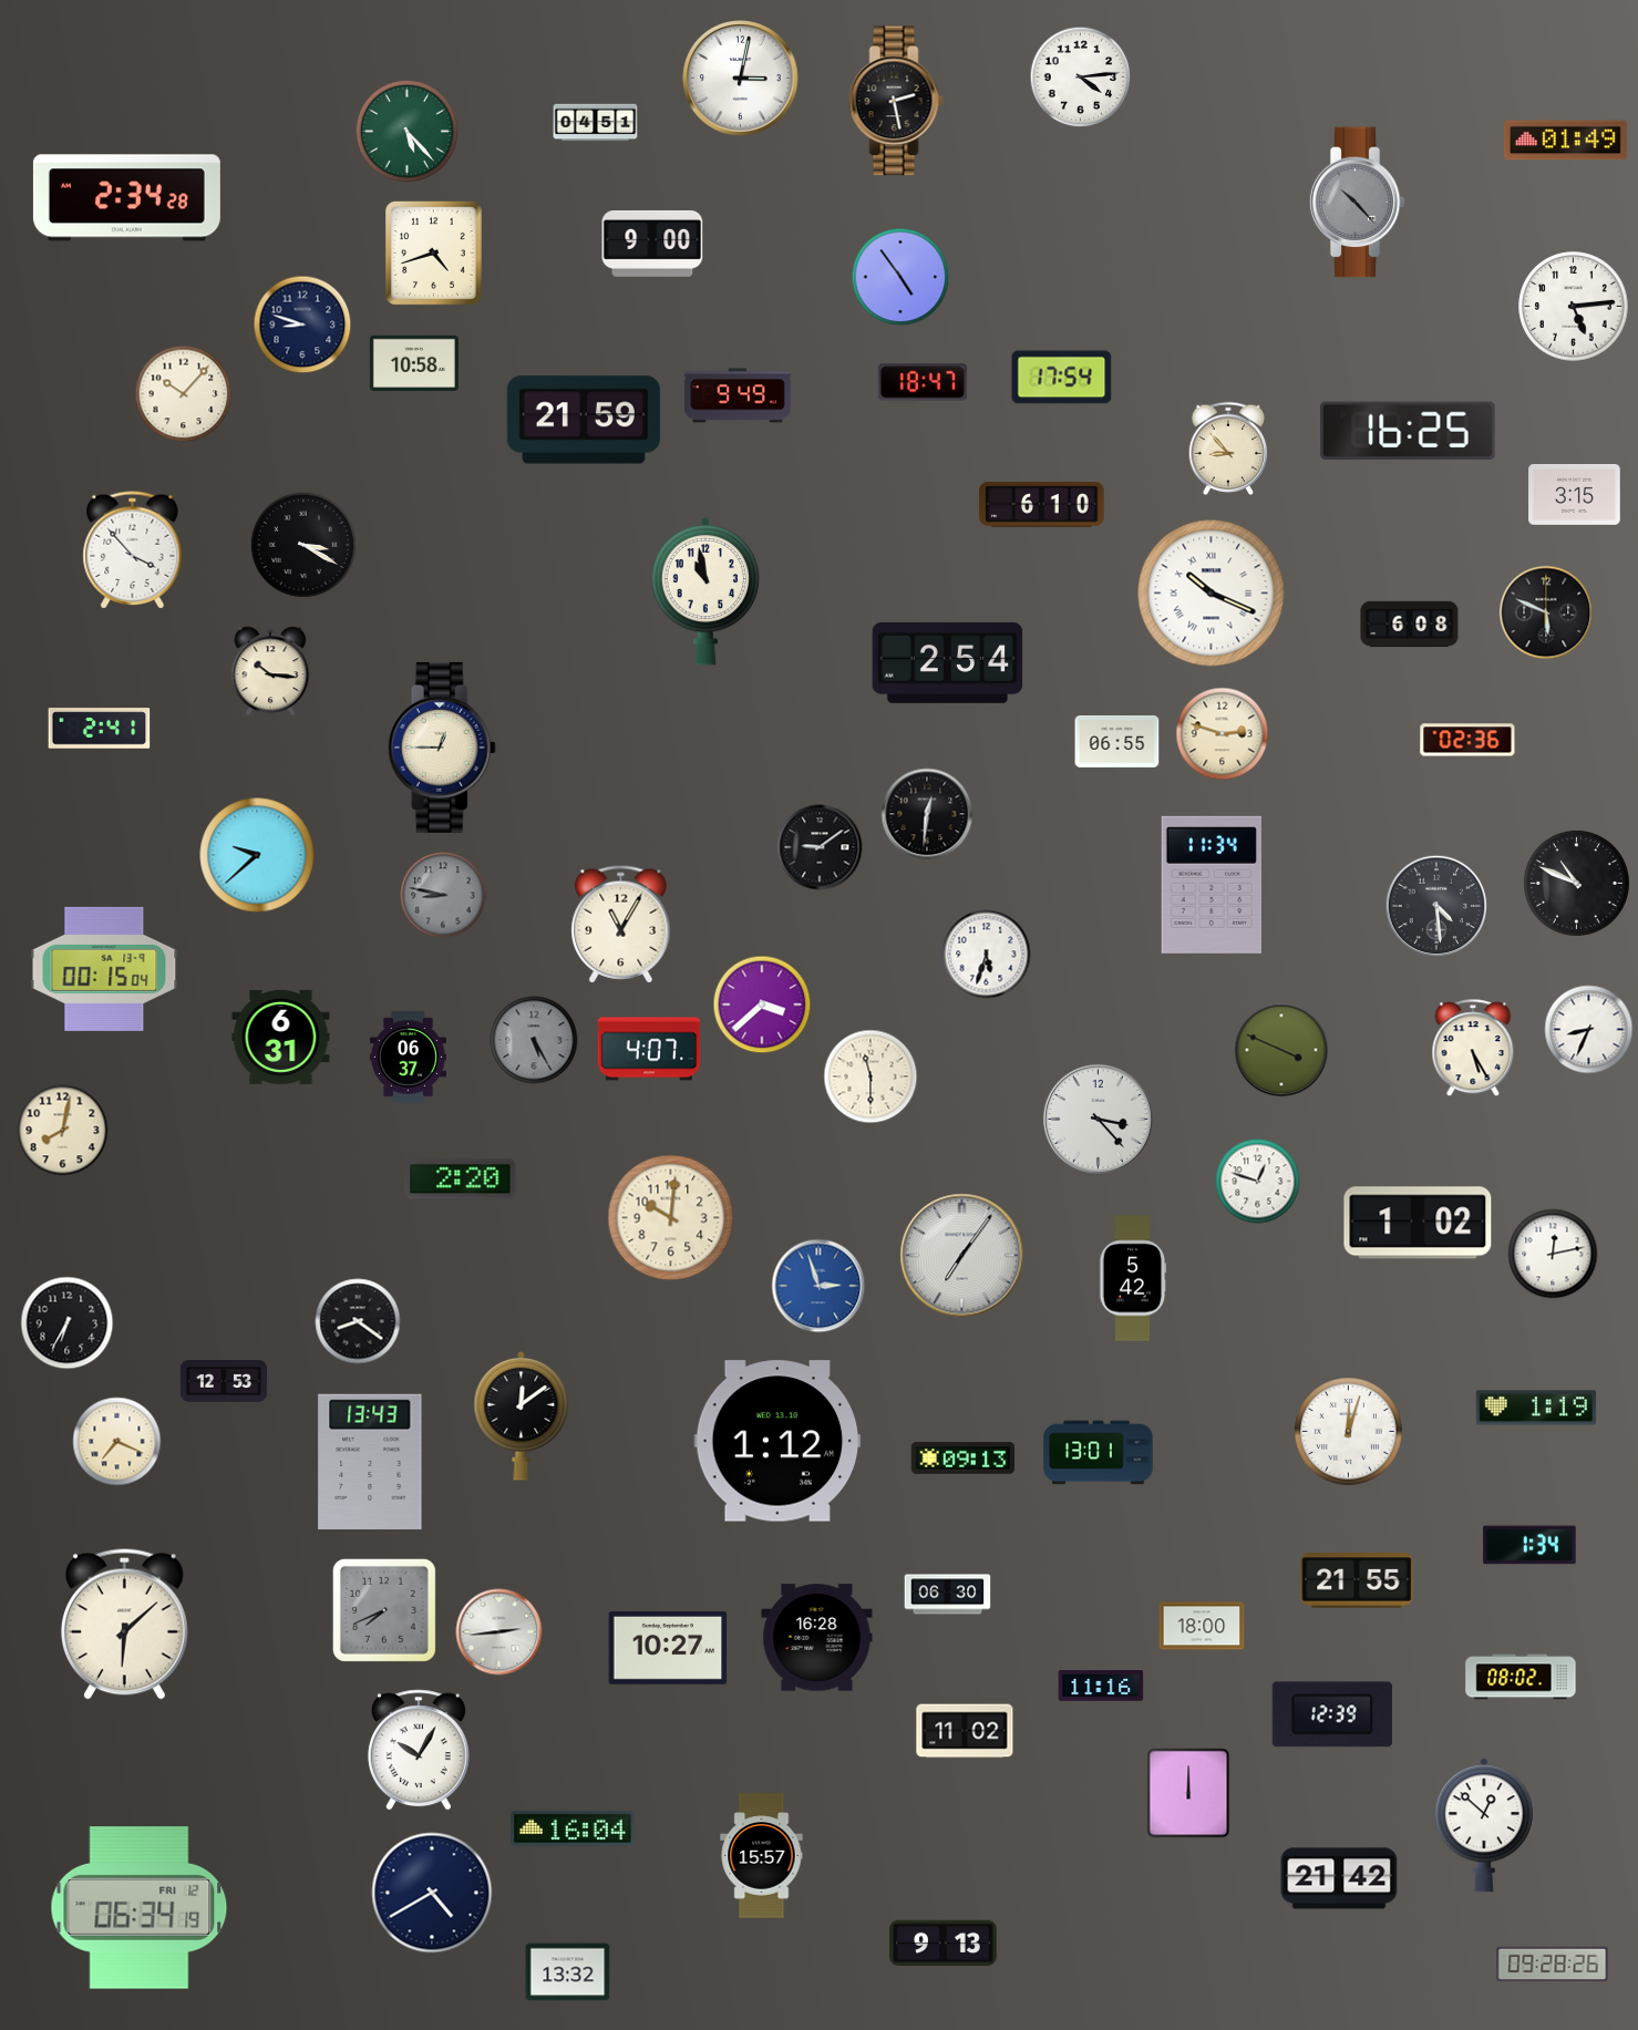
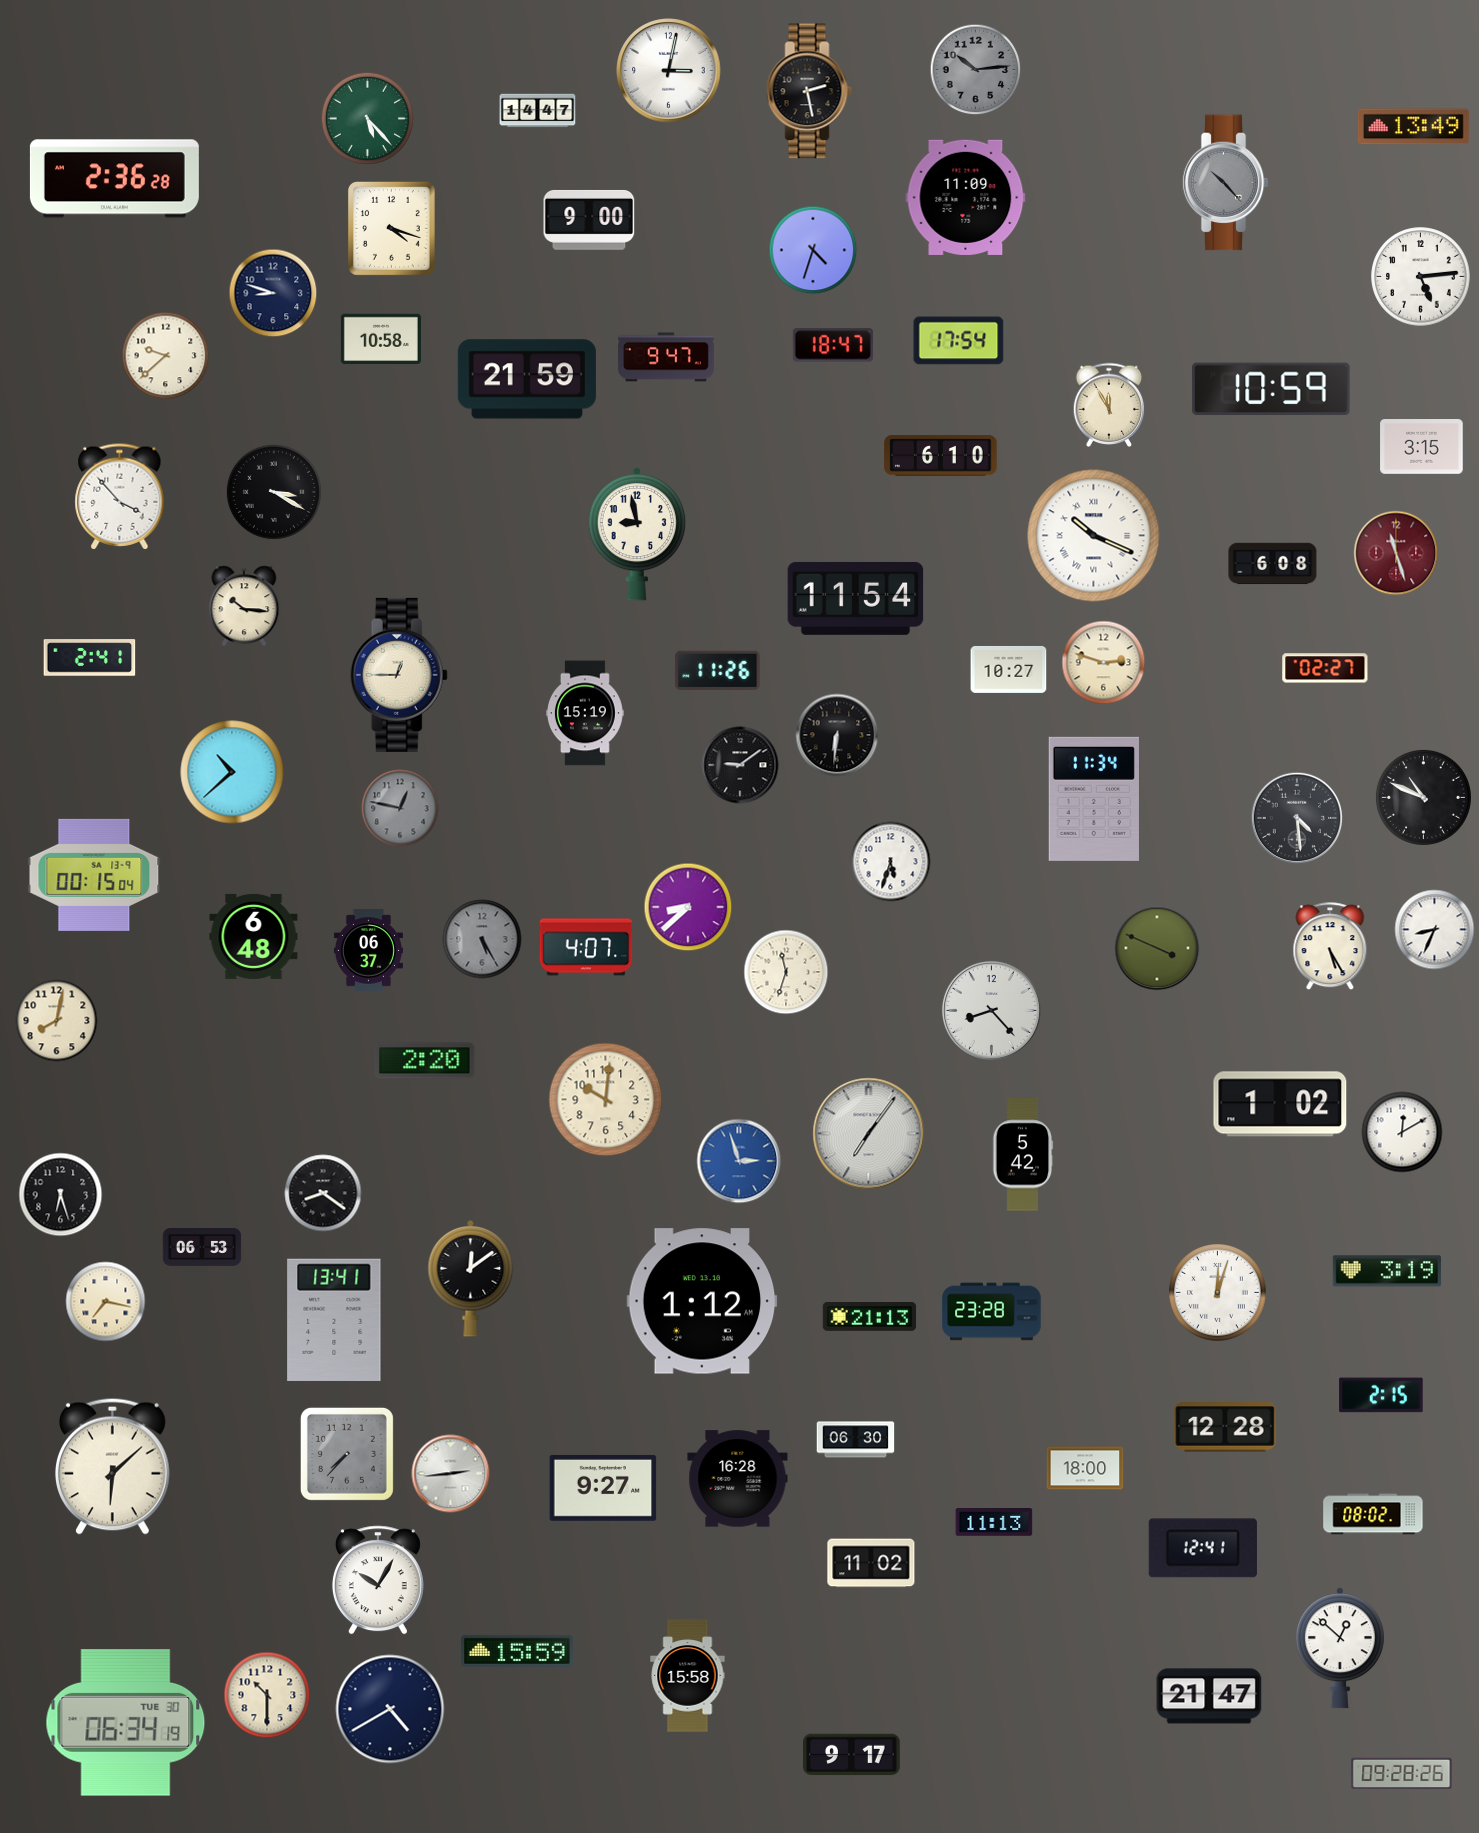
clock at (1081, 78): 4:14 -> 10:14
clock at (1081, 78) dial: white -> grey
clock at (596, 123): 04:51 -> 14:47
clock at (1565, 141): 01:49 -> 13:49
clock at (126, 198): 2:34 -> 2:36
clock at (966, 197): none -> 11:09
clock at (433, 253): 4:42 -> 4:18
clock at (900, 277): 4:54 -> 4:33
clock at (414, 362) position: (414, 362) -> (381, 338)
clock at (184, 394): 10:07 -> 9:38
clock at (738, 395): 9:49 -> 9:47
clock at (1408, 431): 16:25 -> 10:59
clock at (1228, 447): 8:53 -> 11:55
clock at (705, 591): 10:58 -> 8:58
clock at (1546, 612): 5:49 -> 11:27
clock at (1546, 612) dial: black -> burgundy
clock at (948, 662): 2:54 -> 11:54
clock at (1467, 740): 02:36 -> 02:27
clock at (1117, 741): 06:55 -> 10:27
clock at (718, 670): none -> 11:26
clock at (585, 713): none -> 15:19
clock at (927, 814): 12:31 -> 6:31
clock at (257, 855): 9:38 -> 10:38
clock at (443, 895): 8:47 -> 12:47
clock at (621, 925): 11:05 -> none
clock at (762, 1004): 3:38 -> 8:38
clock at (281, 1037): 6:31 -> 6:48
clock at (408, 1058) position: (408, 1058) -> (368, 951)
clock at (870, 1076): 11:30 -> 11:33
clock at (1098, 1119): 3:23 -> 8:23
clock at (461, 1179) position: (461, 1179) -> (425, 1061)
clock at (1258, 1182): 12:48 -> none
clock at (1553, 1254): 12:13 -> 12:10
clock at (68, 1323): 6:35 -> 6:27
clock at (224, 1382): 12:53 -> 06:53
clock at (1536, 1408): 1:19 -> 3:19
clock at (117, 1442): 7:19 -> 7:17
clock at (1099, 1453): 13:01 -> 23:28
clock at (964, 1459): 09:13 -> 21:13
clock at (370, 1462): 13:43 -> 13:41
clock at (1529, 1545): 1:34 -> 2:15
clock at (1357, 1580): 21:55 -> 12:28
clock at (384, 1610): 7:41 -> 7:37
clock at (668, 1648): 10:27 -> 9:27
clock at (1101, 1687): 11:16 -> 11:13
clock at (1332, 1714): 12:39 -> 12:41
clock at (1188, 1793): 12:00 -> none
clock at (573, 1828): 16:04 -> 15:59
clock at (762, 1856): 15:57 -> 15:58
clock at (267, 1695): none -> 10:30
clock at (1339, 1878): 21:42 -> 21:47
clock at (140, 1908) date: FRI 12 -> TUE 30
clock at (944, 1944): 9:13 -> 9:17
clock at (568, 1972): 13:32 -> none
